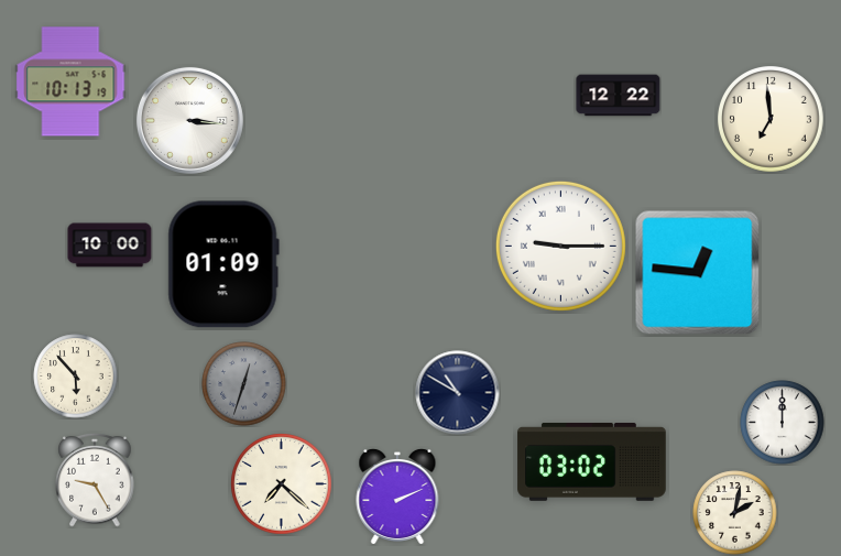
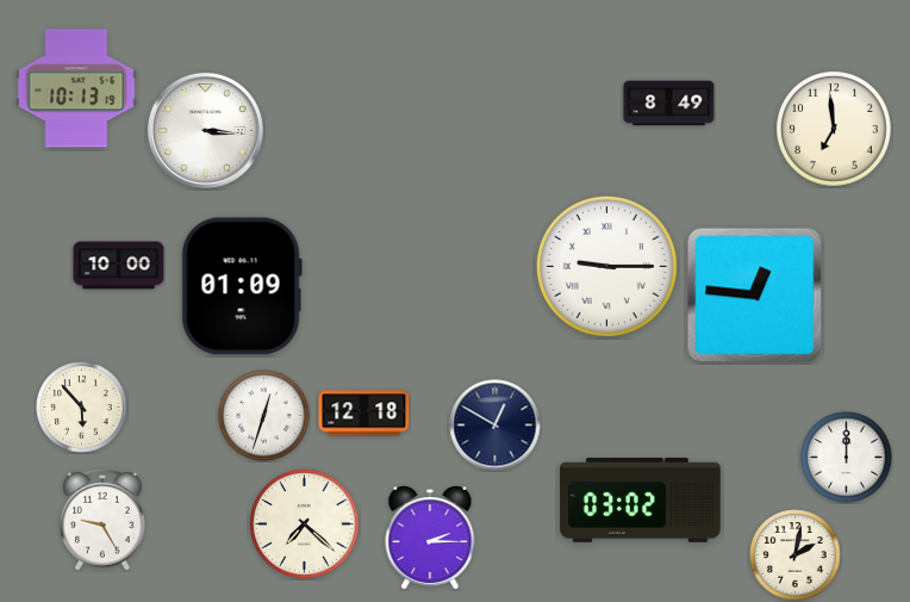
clock at (619, 96): 12:22 -> 8:49
clock at (364, 414): none -> 12:18
clock at (244, 384) dial: grey -> white
clock at (458, 393): 10:50 -> 12:50
clock at (397, 497): 2:11 -> 2:15
